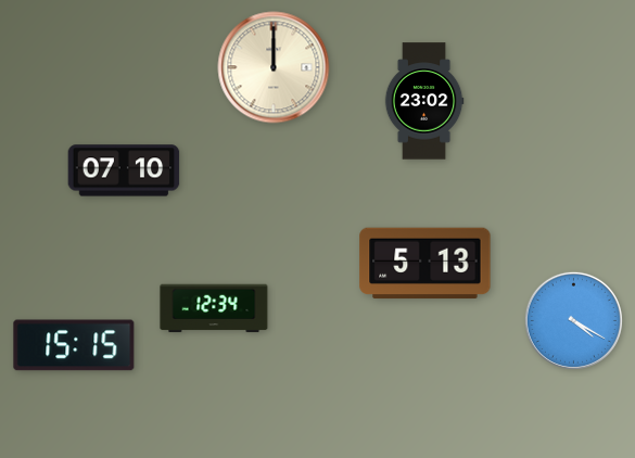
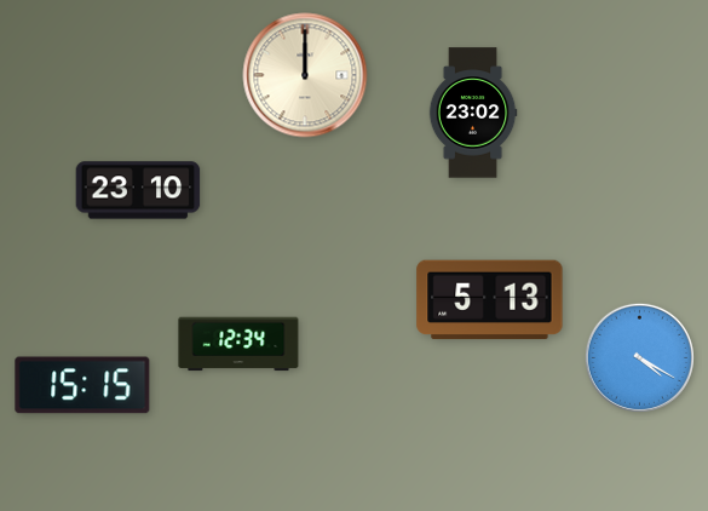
clock at (124, 170): 07:10 -> 23:10
clock at (426, 264) position: (426, 264) -> (490, 300)
